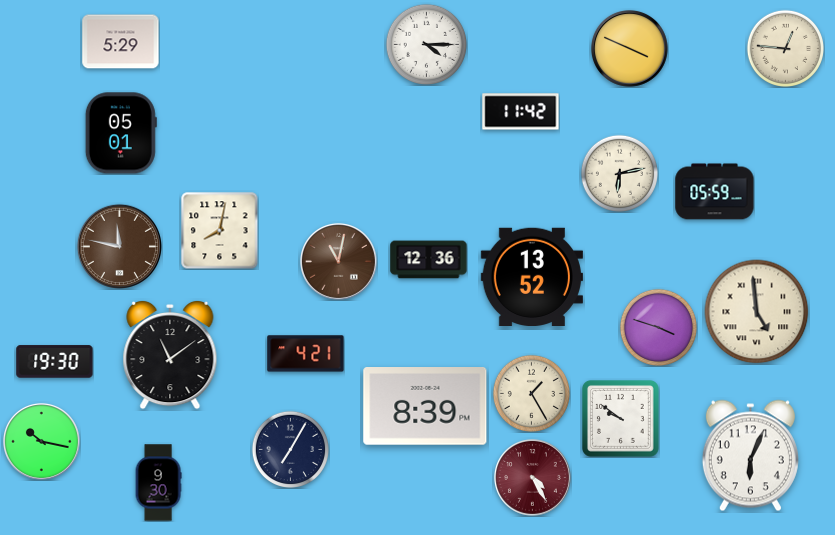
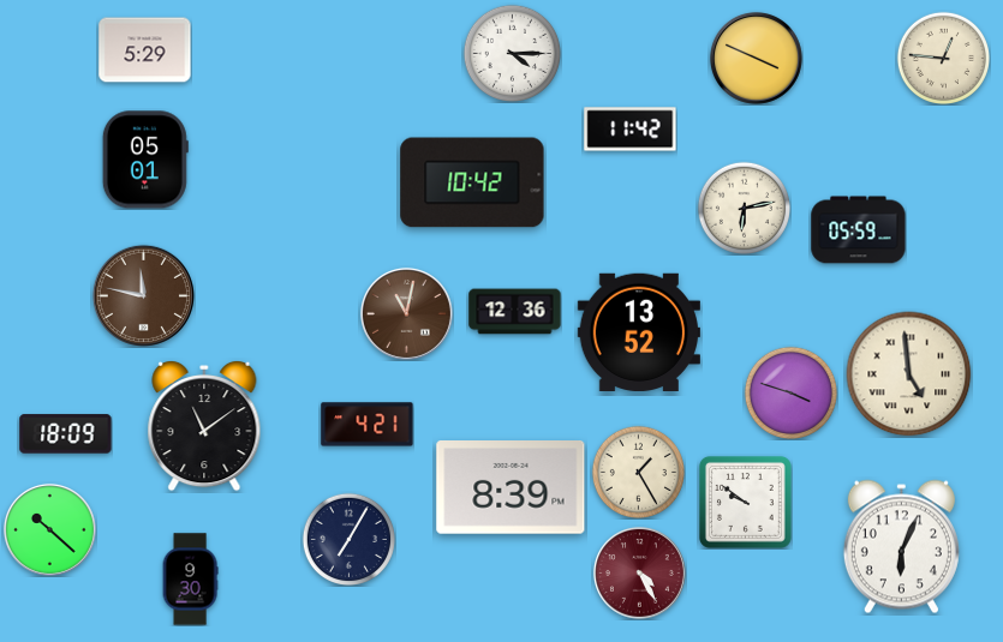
clock at (521, 112) position: (521, 112) -> (631, 130)
clock at (472, 182): none -> 10:42
clock at (219, 230): 8:02 -> none
clock at (55, 362): 19:30 -> 18:09
clock at (41, 441): 10:17 -> 10:22
